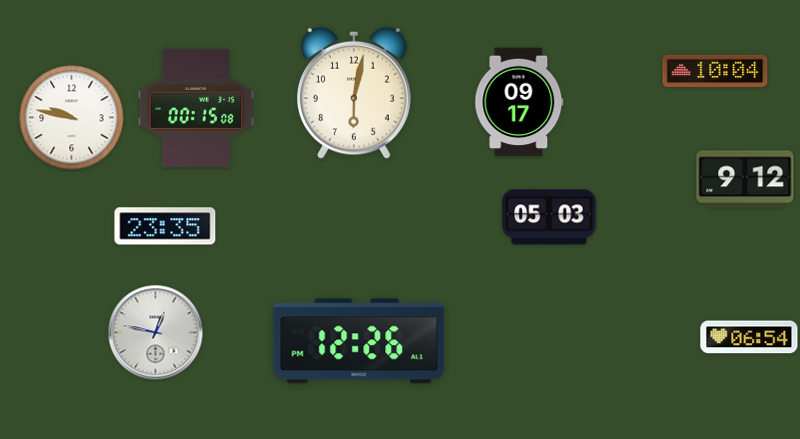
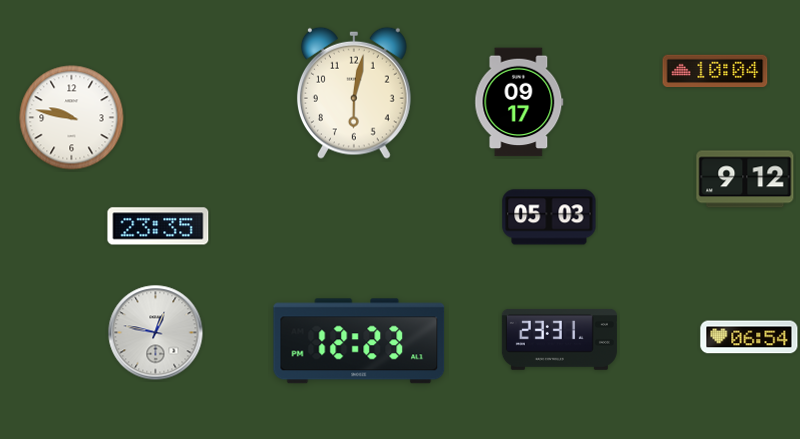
clock at (196, 108): 00:15 -> none
clock at (165, 226) position: (165, 226) -> (158, 226)
clock at (559, 340): none -> 23:31
clock at (359, 341): 12:26 -> 12:23
